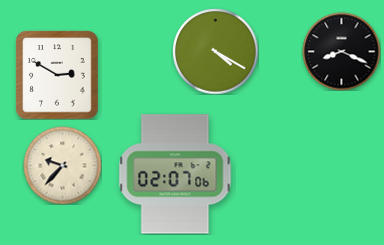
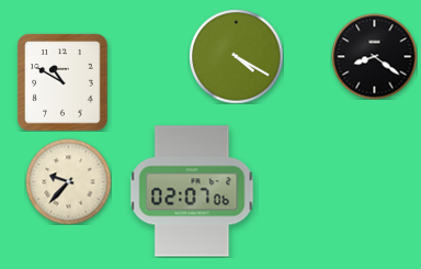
clock at (341, 51): 8:19 -> 8:21
clock at (57, 75): 2:50 -> 10:50
